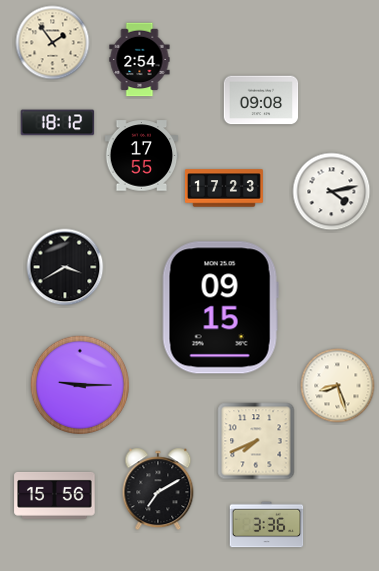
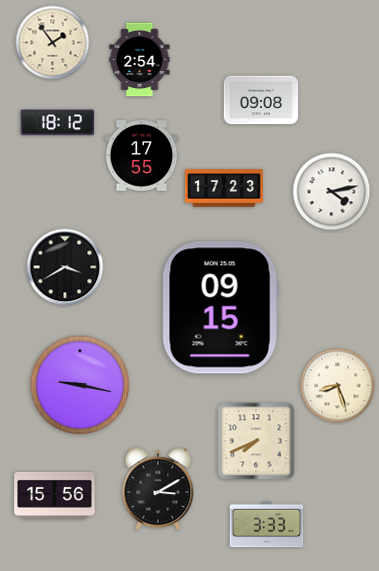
clock at (79, 384): 9:15 -> 9:17
clock at (158, 489): 7:10 -> 3:10
clock at (267, 525): 3:36 -> 3:33
